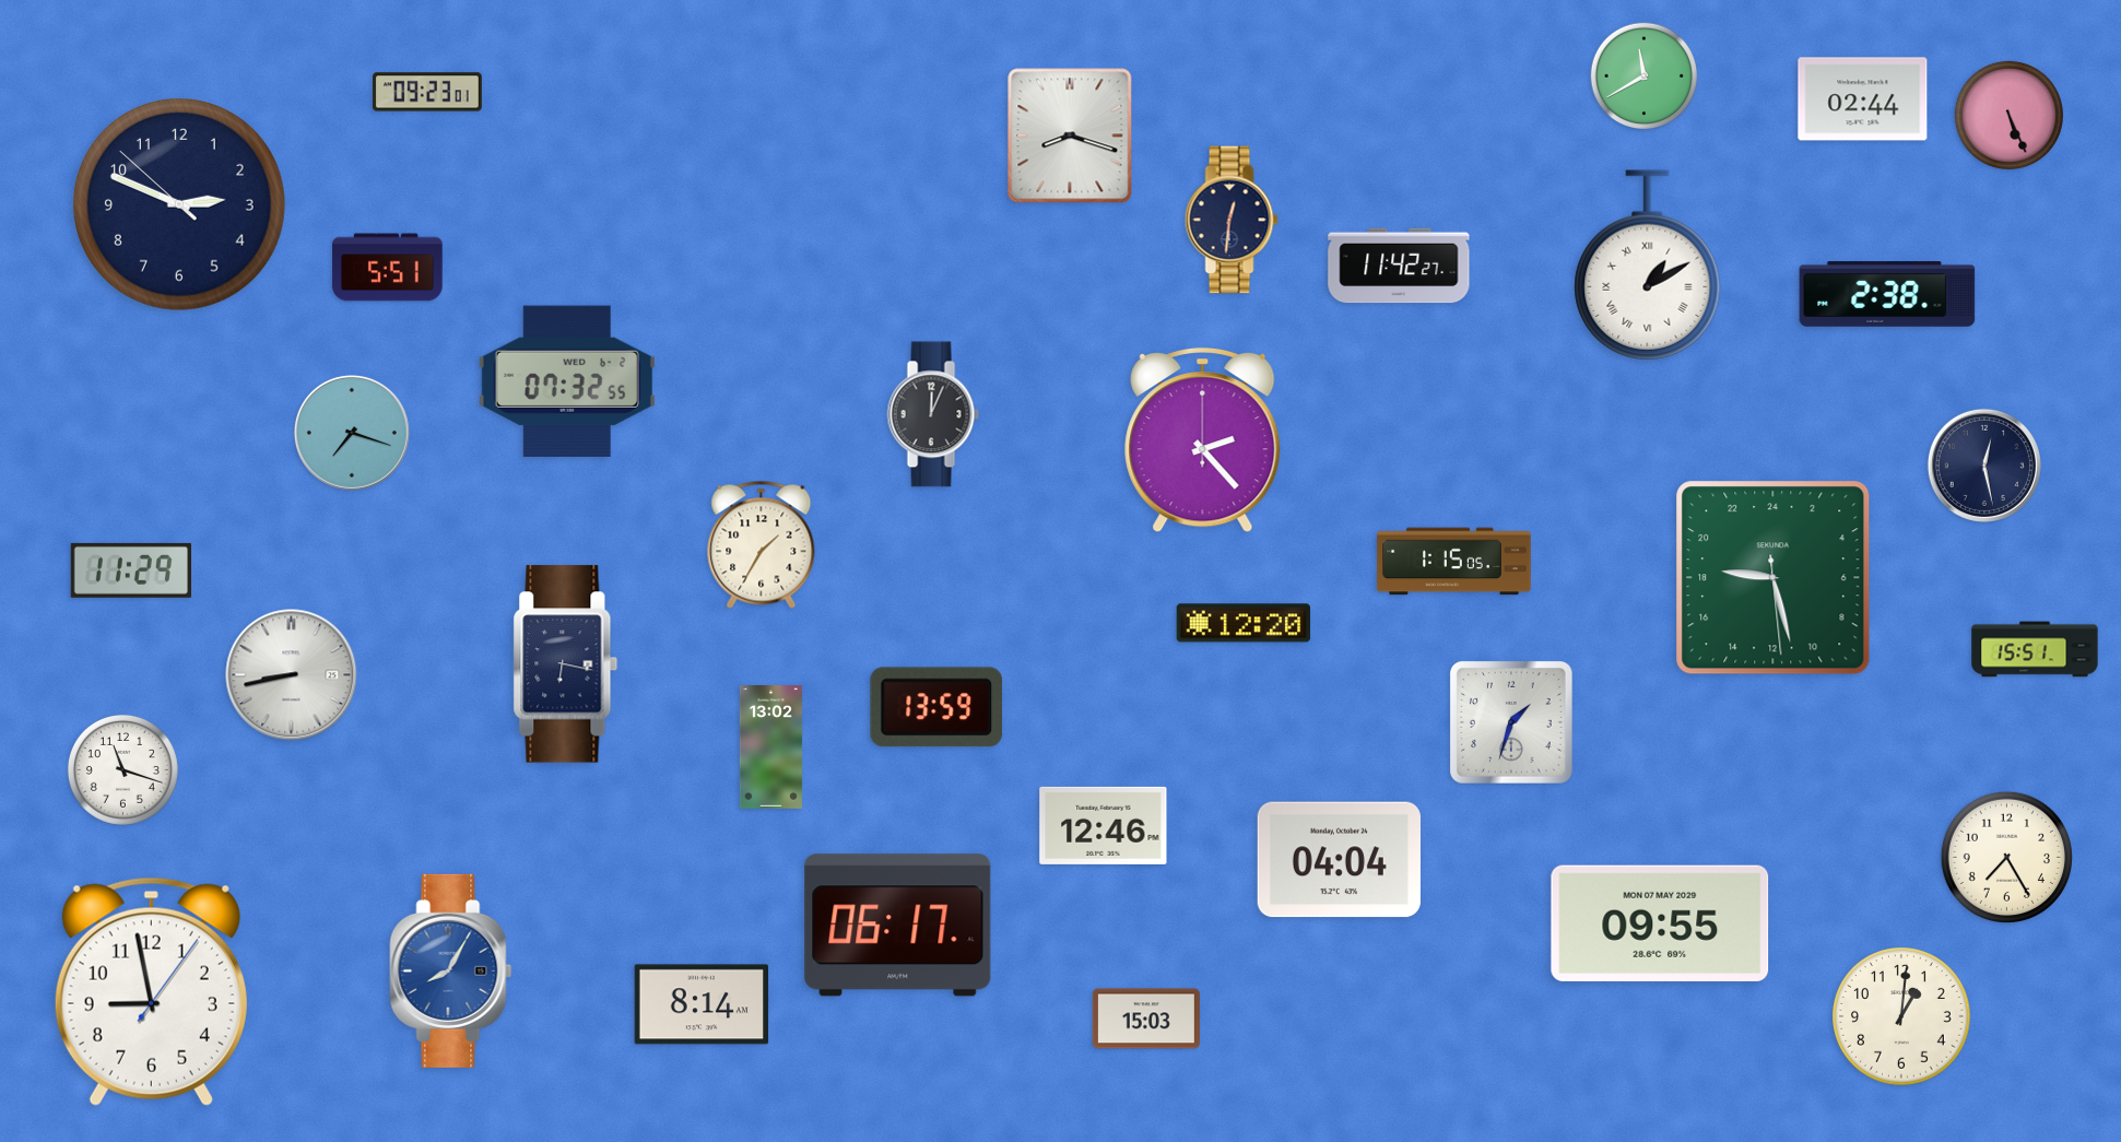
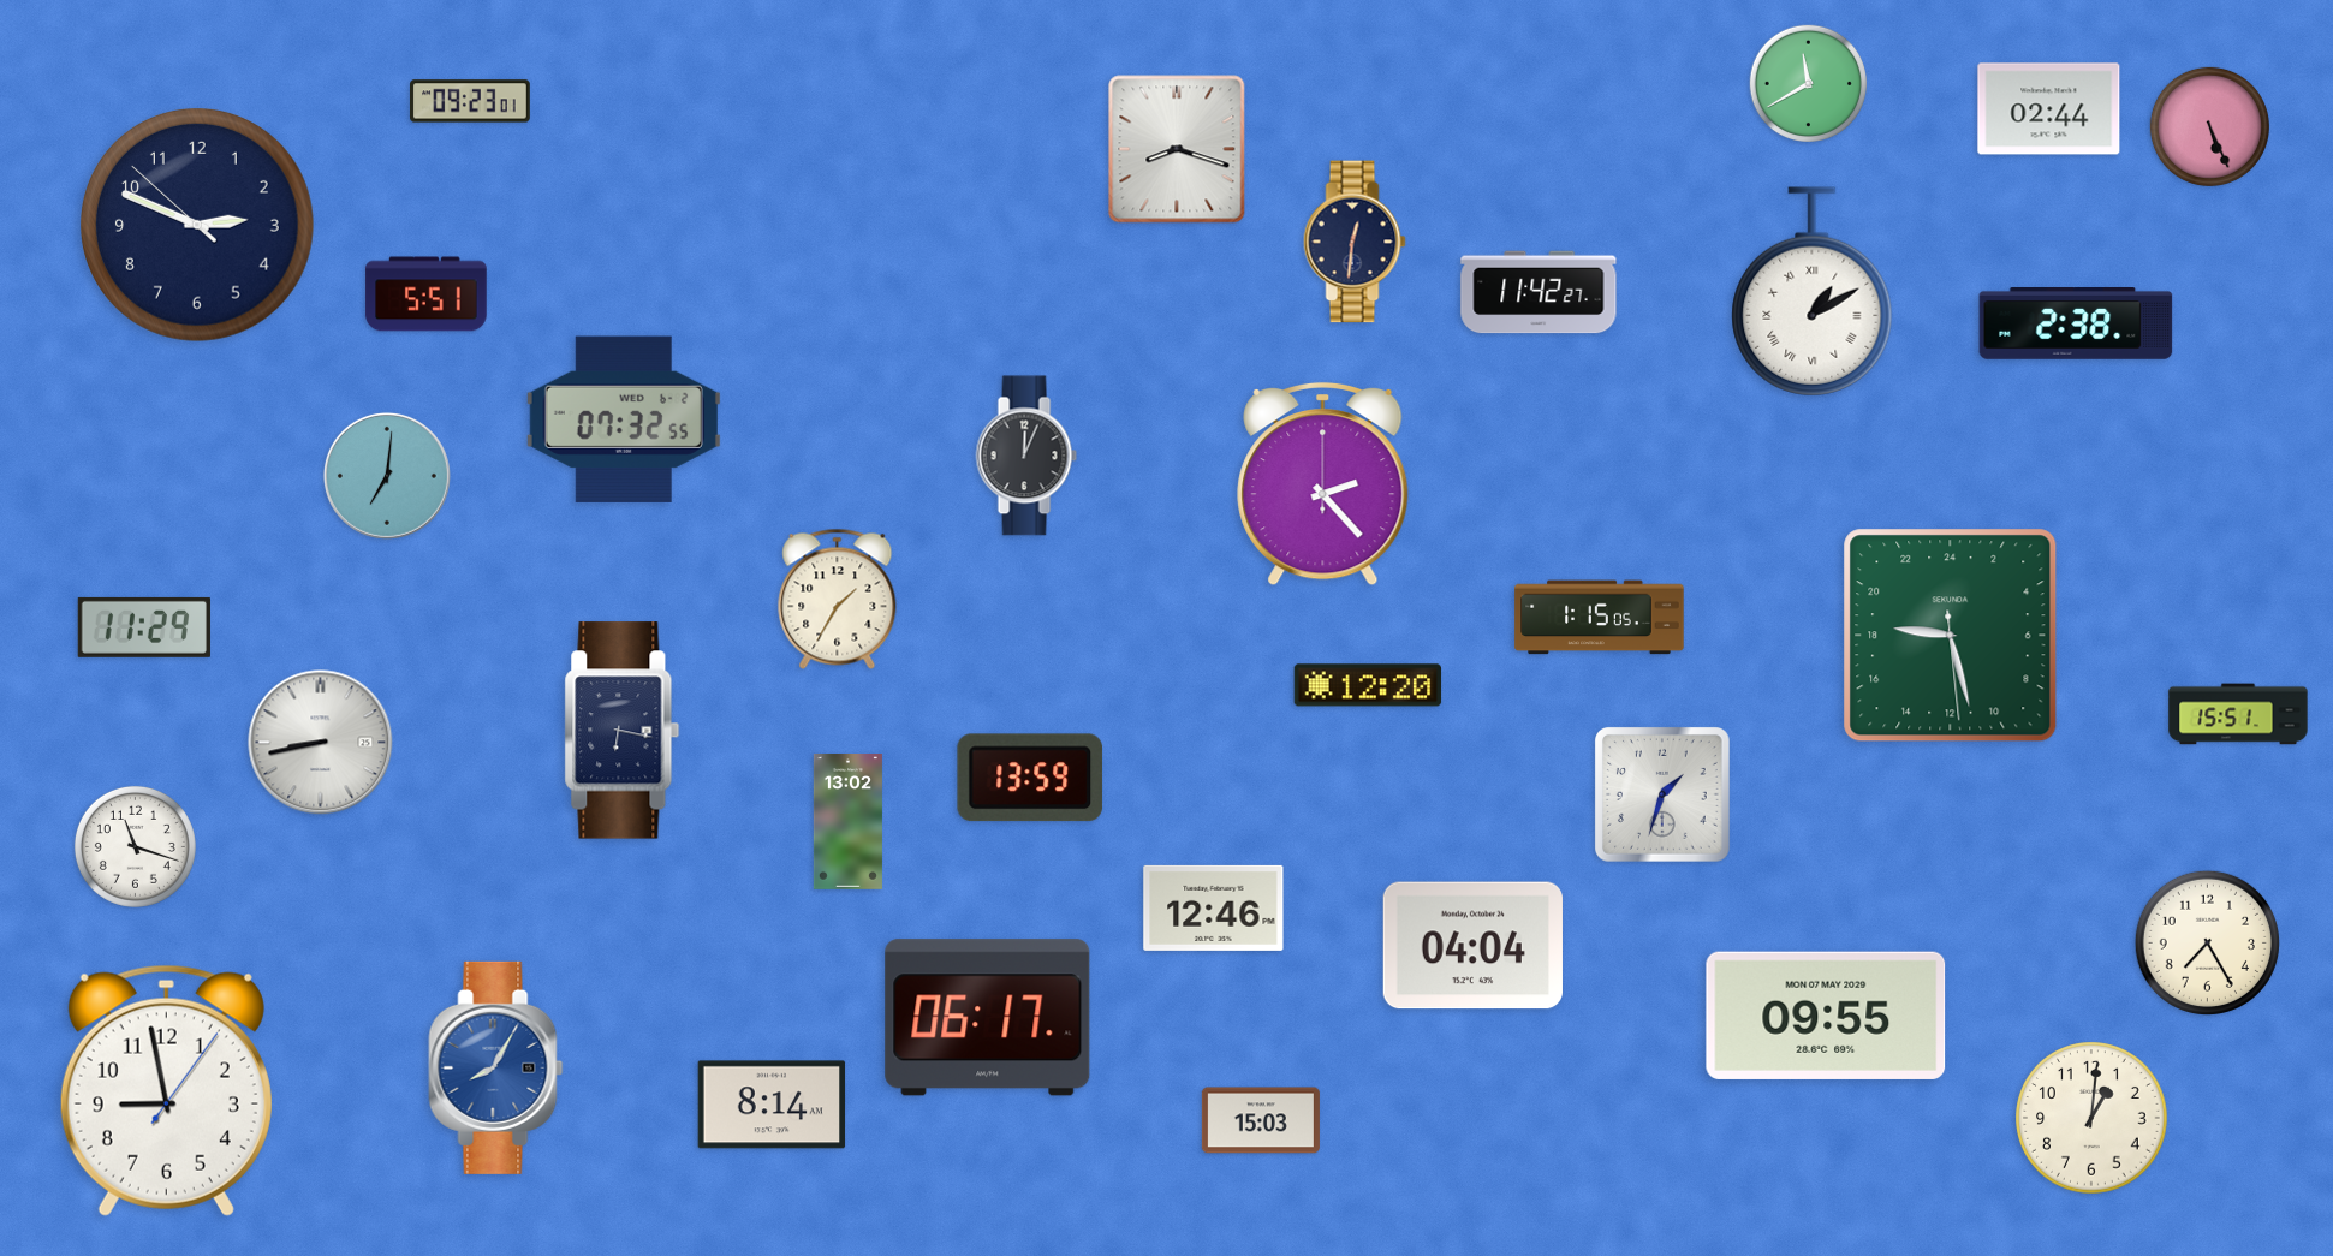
clock at (352, 433): 7:18 -> 7:01
clock at (1984, 466): 12:28 -> none
